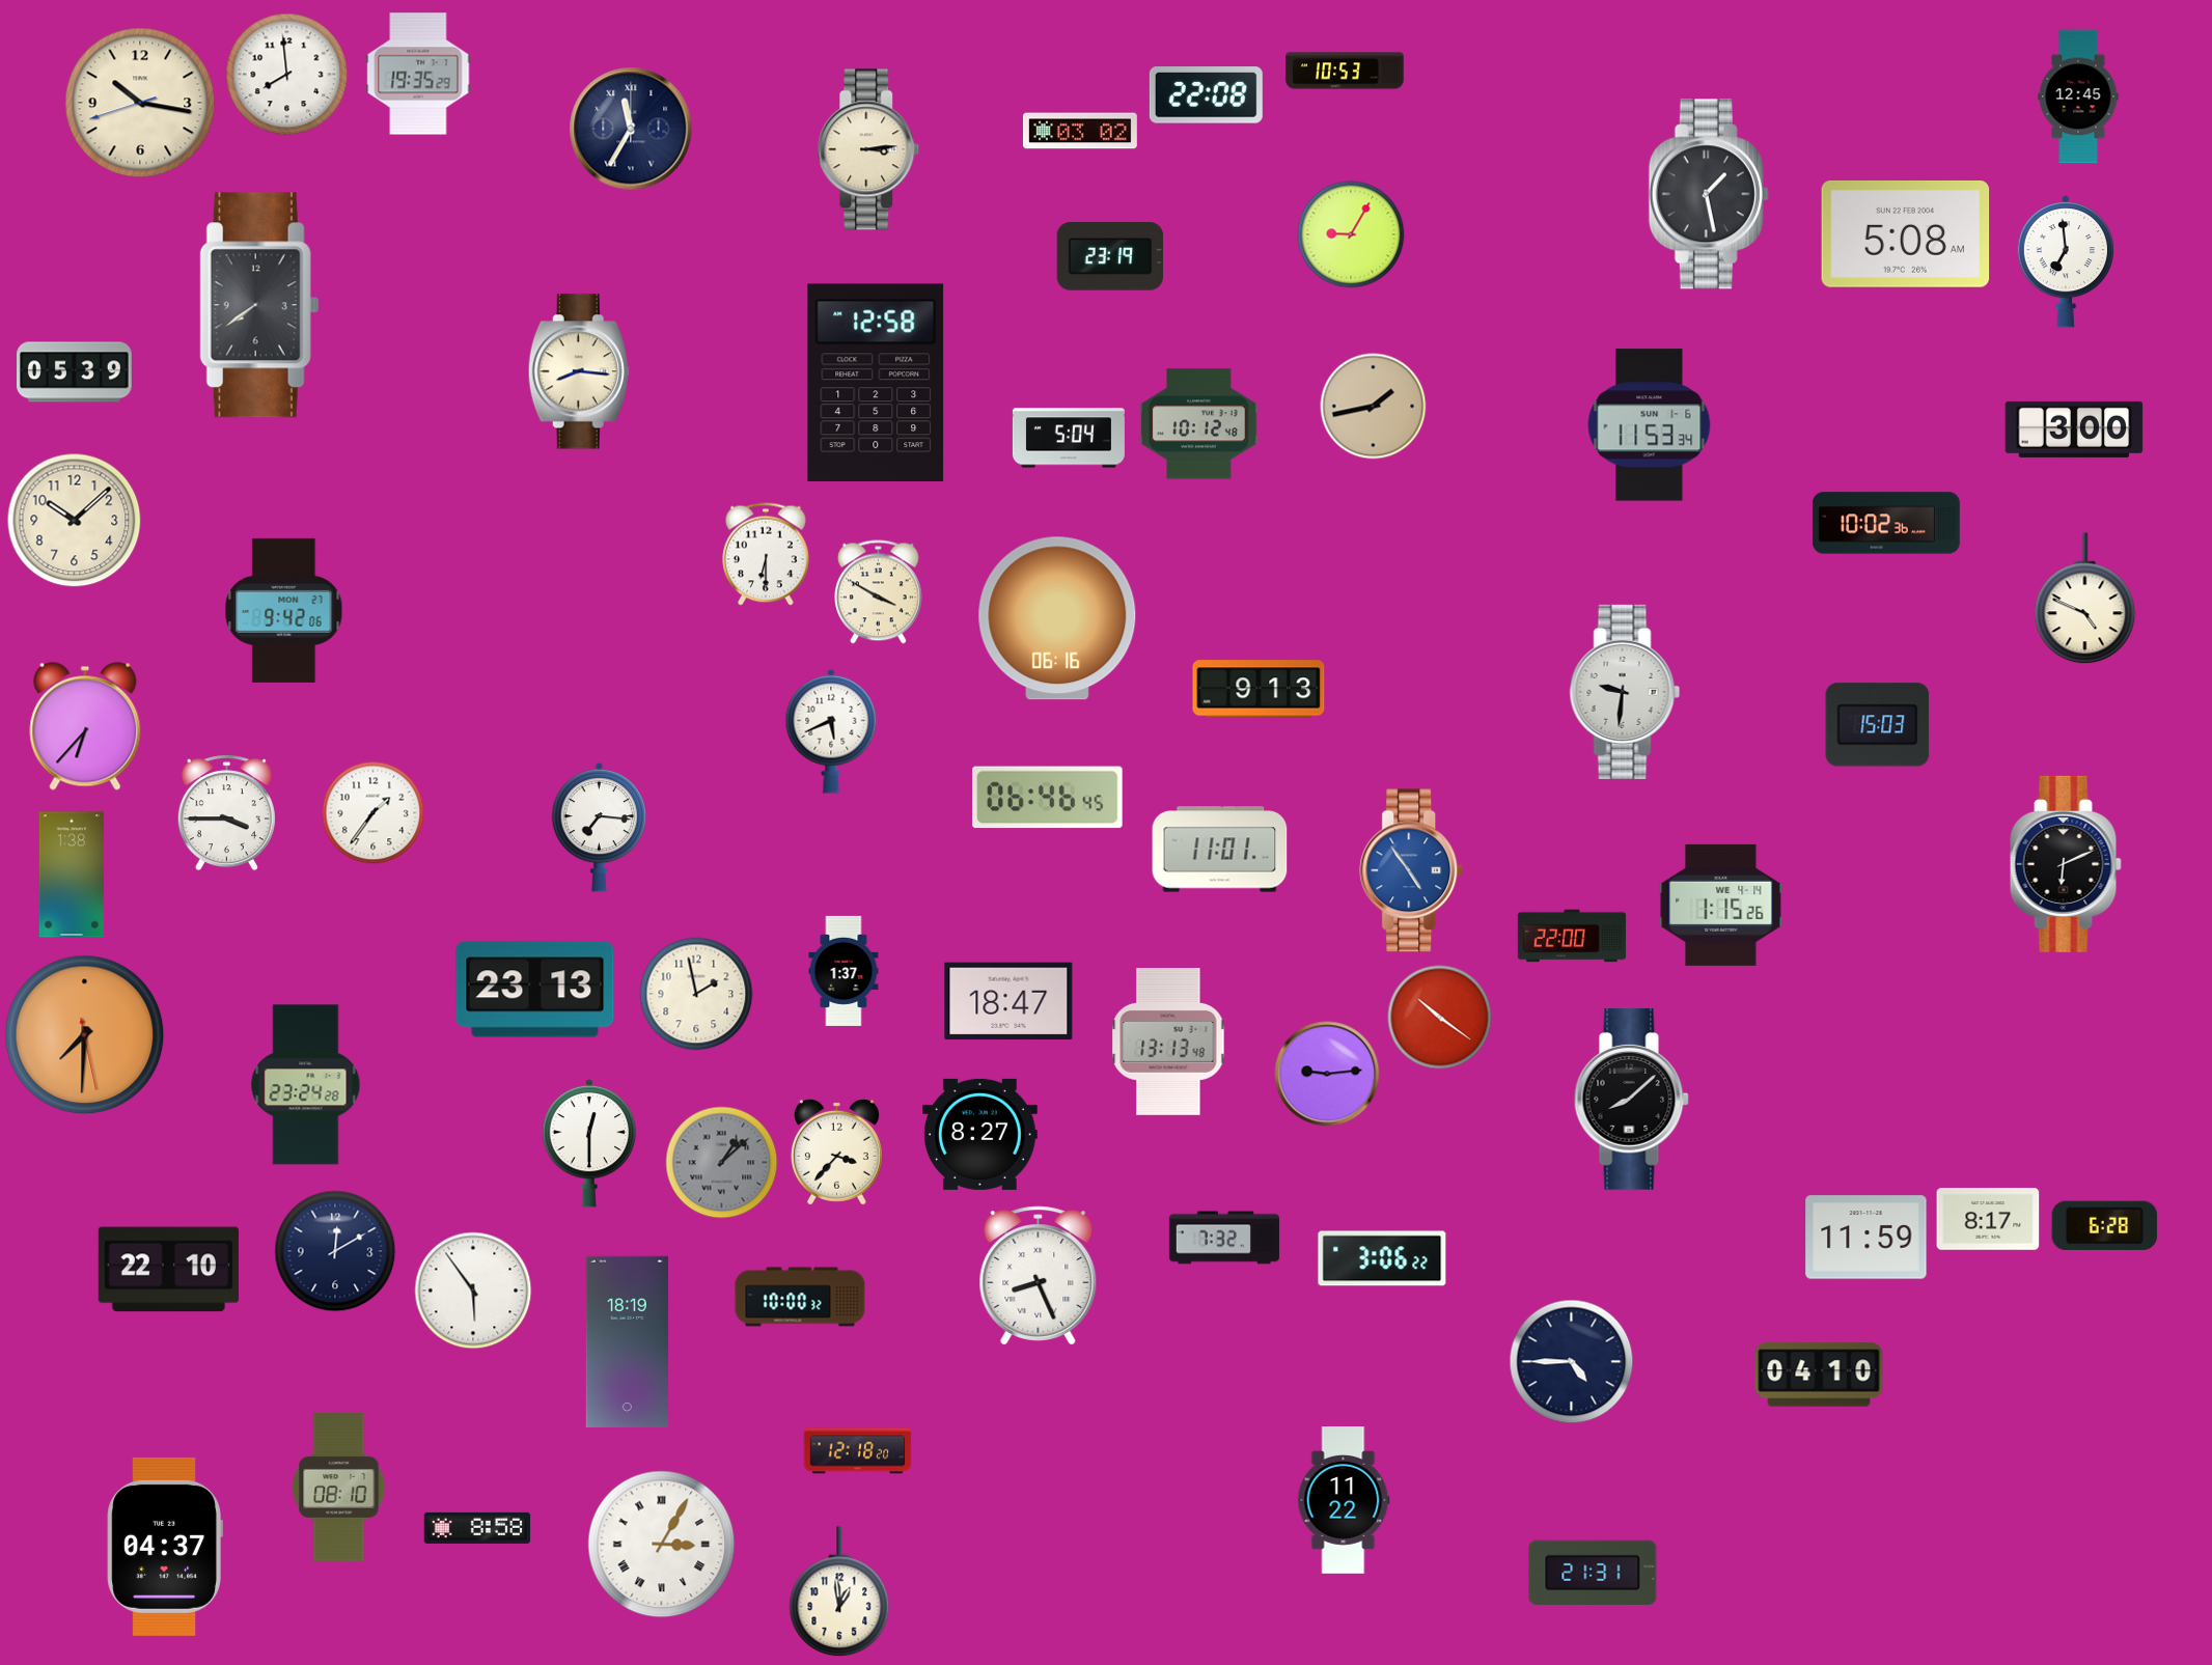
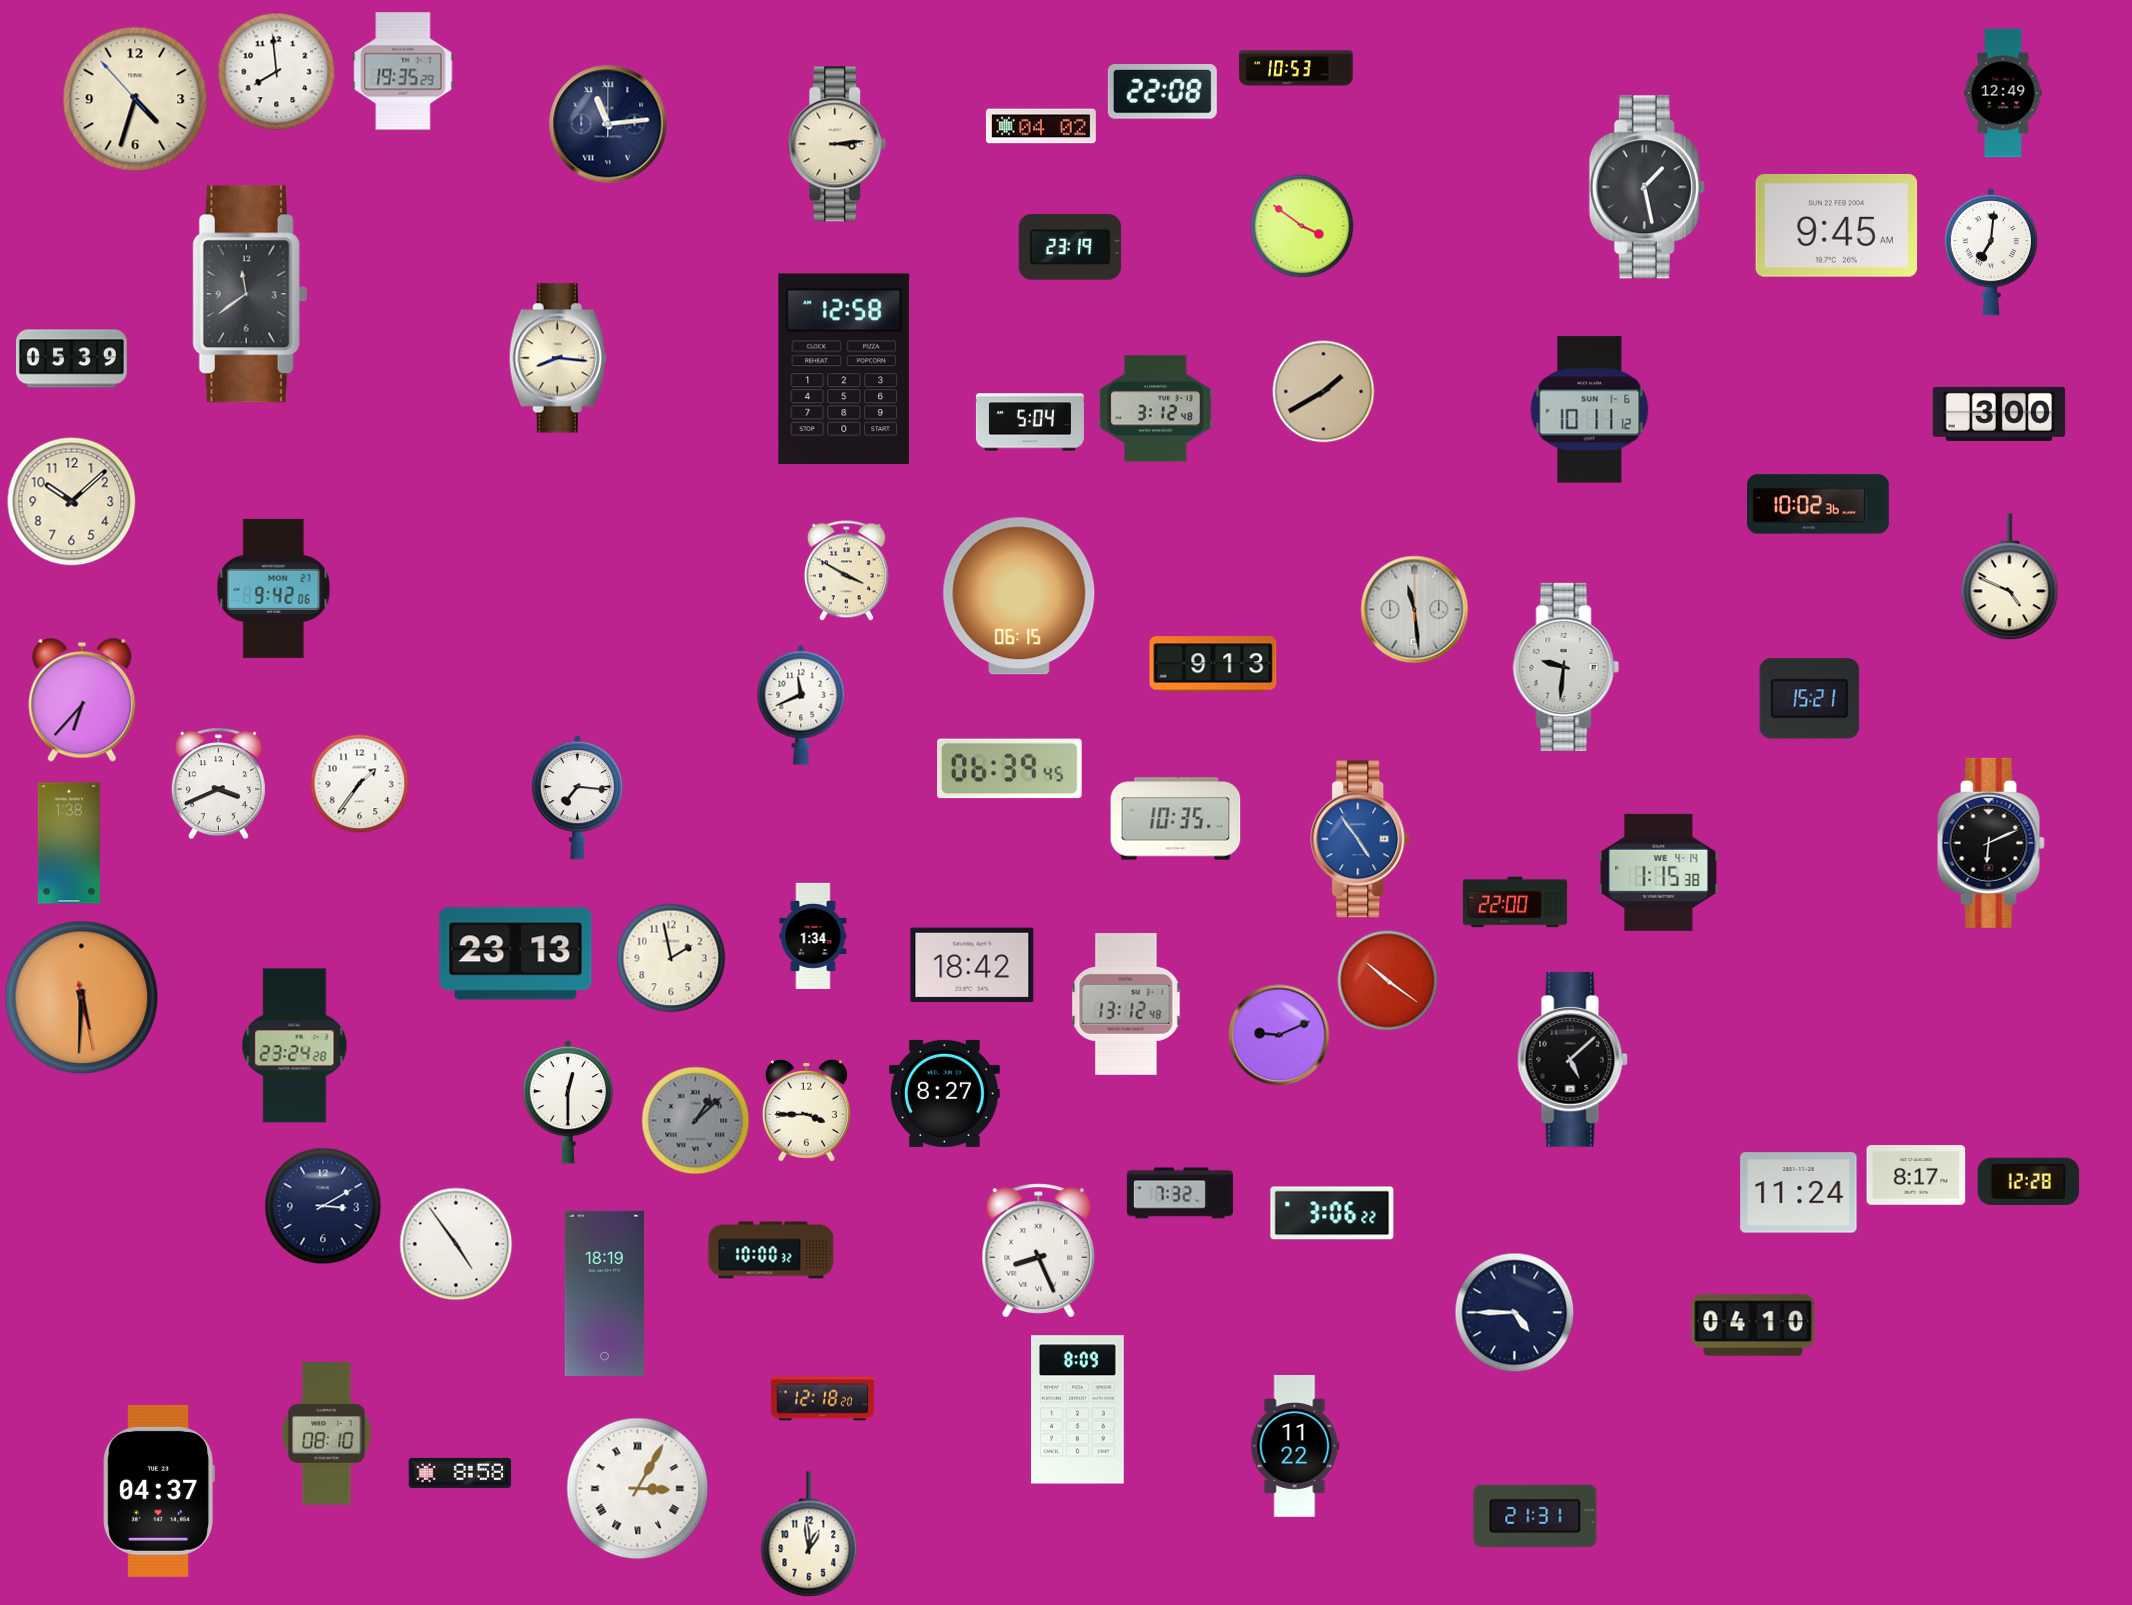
clock at (2078, 96): 12:45 -> 12:49
clock at (140, 103): 10:16 -> 4:32
clock at (631, 129): 11:35 -> 11:14
clock at (1080, 131): 03:02 -> 04:02
clock at (1906, 233): 5:08 -> 9:45
clock at (1351, 234): 9:05 -> 3:51
clock at (2066, 262): 6:59 -> 7:01
clock at (259, 305): 7:39 -> 11:39
clock at (1374, 407): 1:43 -> 1:40
clock at (1199, 424): 10:12 -> 3:12
clock at (1650, 425): 11:53 -> 10:11
clock at (766, 554): 6:30 -> none
clock at (1057, 618): 06:16 -> 06:15
clock at (1415, 610): none -> 11:29
clock at (1878, 725): 15:03 -> 15:21
clock at (831, 731): 5:41 -> 11:41
clock at (1048, 798): 06:46 -> 06:39
clock at (226, 813): 3:45 -> 3:41
clock at (1220, 850): 11:01 -> 10:35
clock at (2066, 864) position: (2066, 864) -> (1991, 843)
clock at (1721, 905): 1:15:26 -> 1:15:38
clock at (844, 971): 1:37 -> 1:34
clock at (1008, 1001): 18:47 -> 18:42
clock at (85, 1035): 7:30 -> 5:30
clock at (1168, 1043): 13:13 -> 13:12
clock at (1327, 1074): 9:14 -> 9:11
clock at (1631, 1100): 8:08 -> 5:08
clock at (836, 1151): 3:37 -> 3:45
clock at (2105, 1225): 6:28 -> 12:28
clock at (1867, 1238): 11:59 -> 11:24
clock at (335, 1251): 12:10 -> 3:10
clock at (168, 1270): 22:10 -> none
clock at (1039, 1276) position: (1039, 1276) -> (1039, 1251)
clock at (473, 1291): 5:54 -> 4:54
clock at (858, 1451) position: (858, 1451) -> (823, 1399)
clock at (1078, 1410): none -> 8:09
